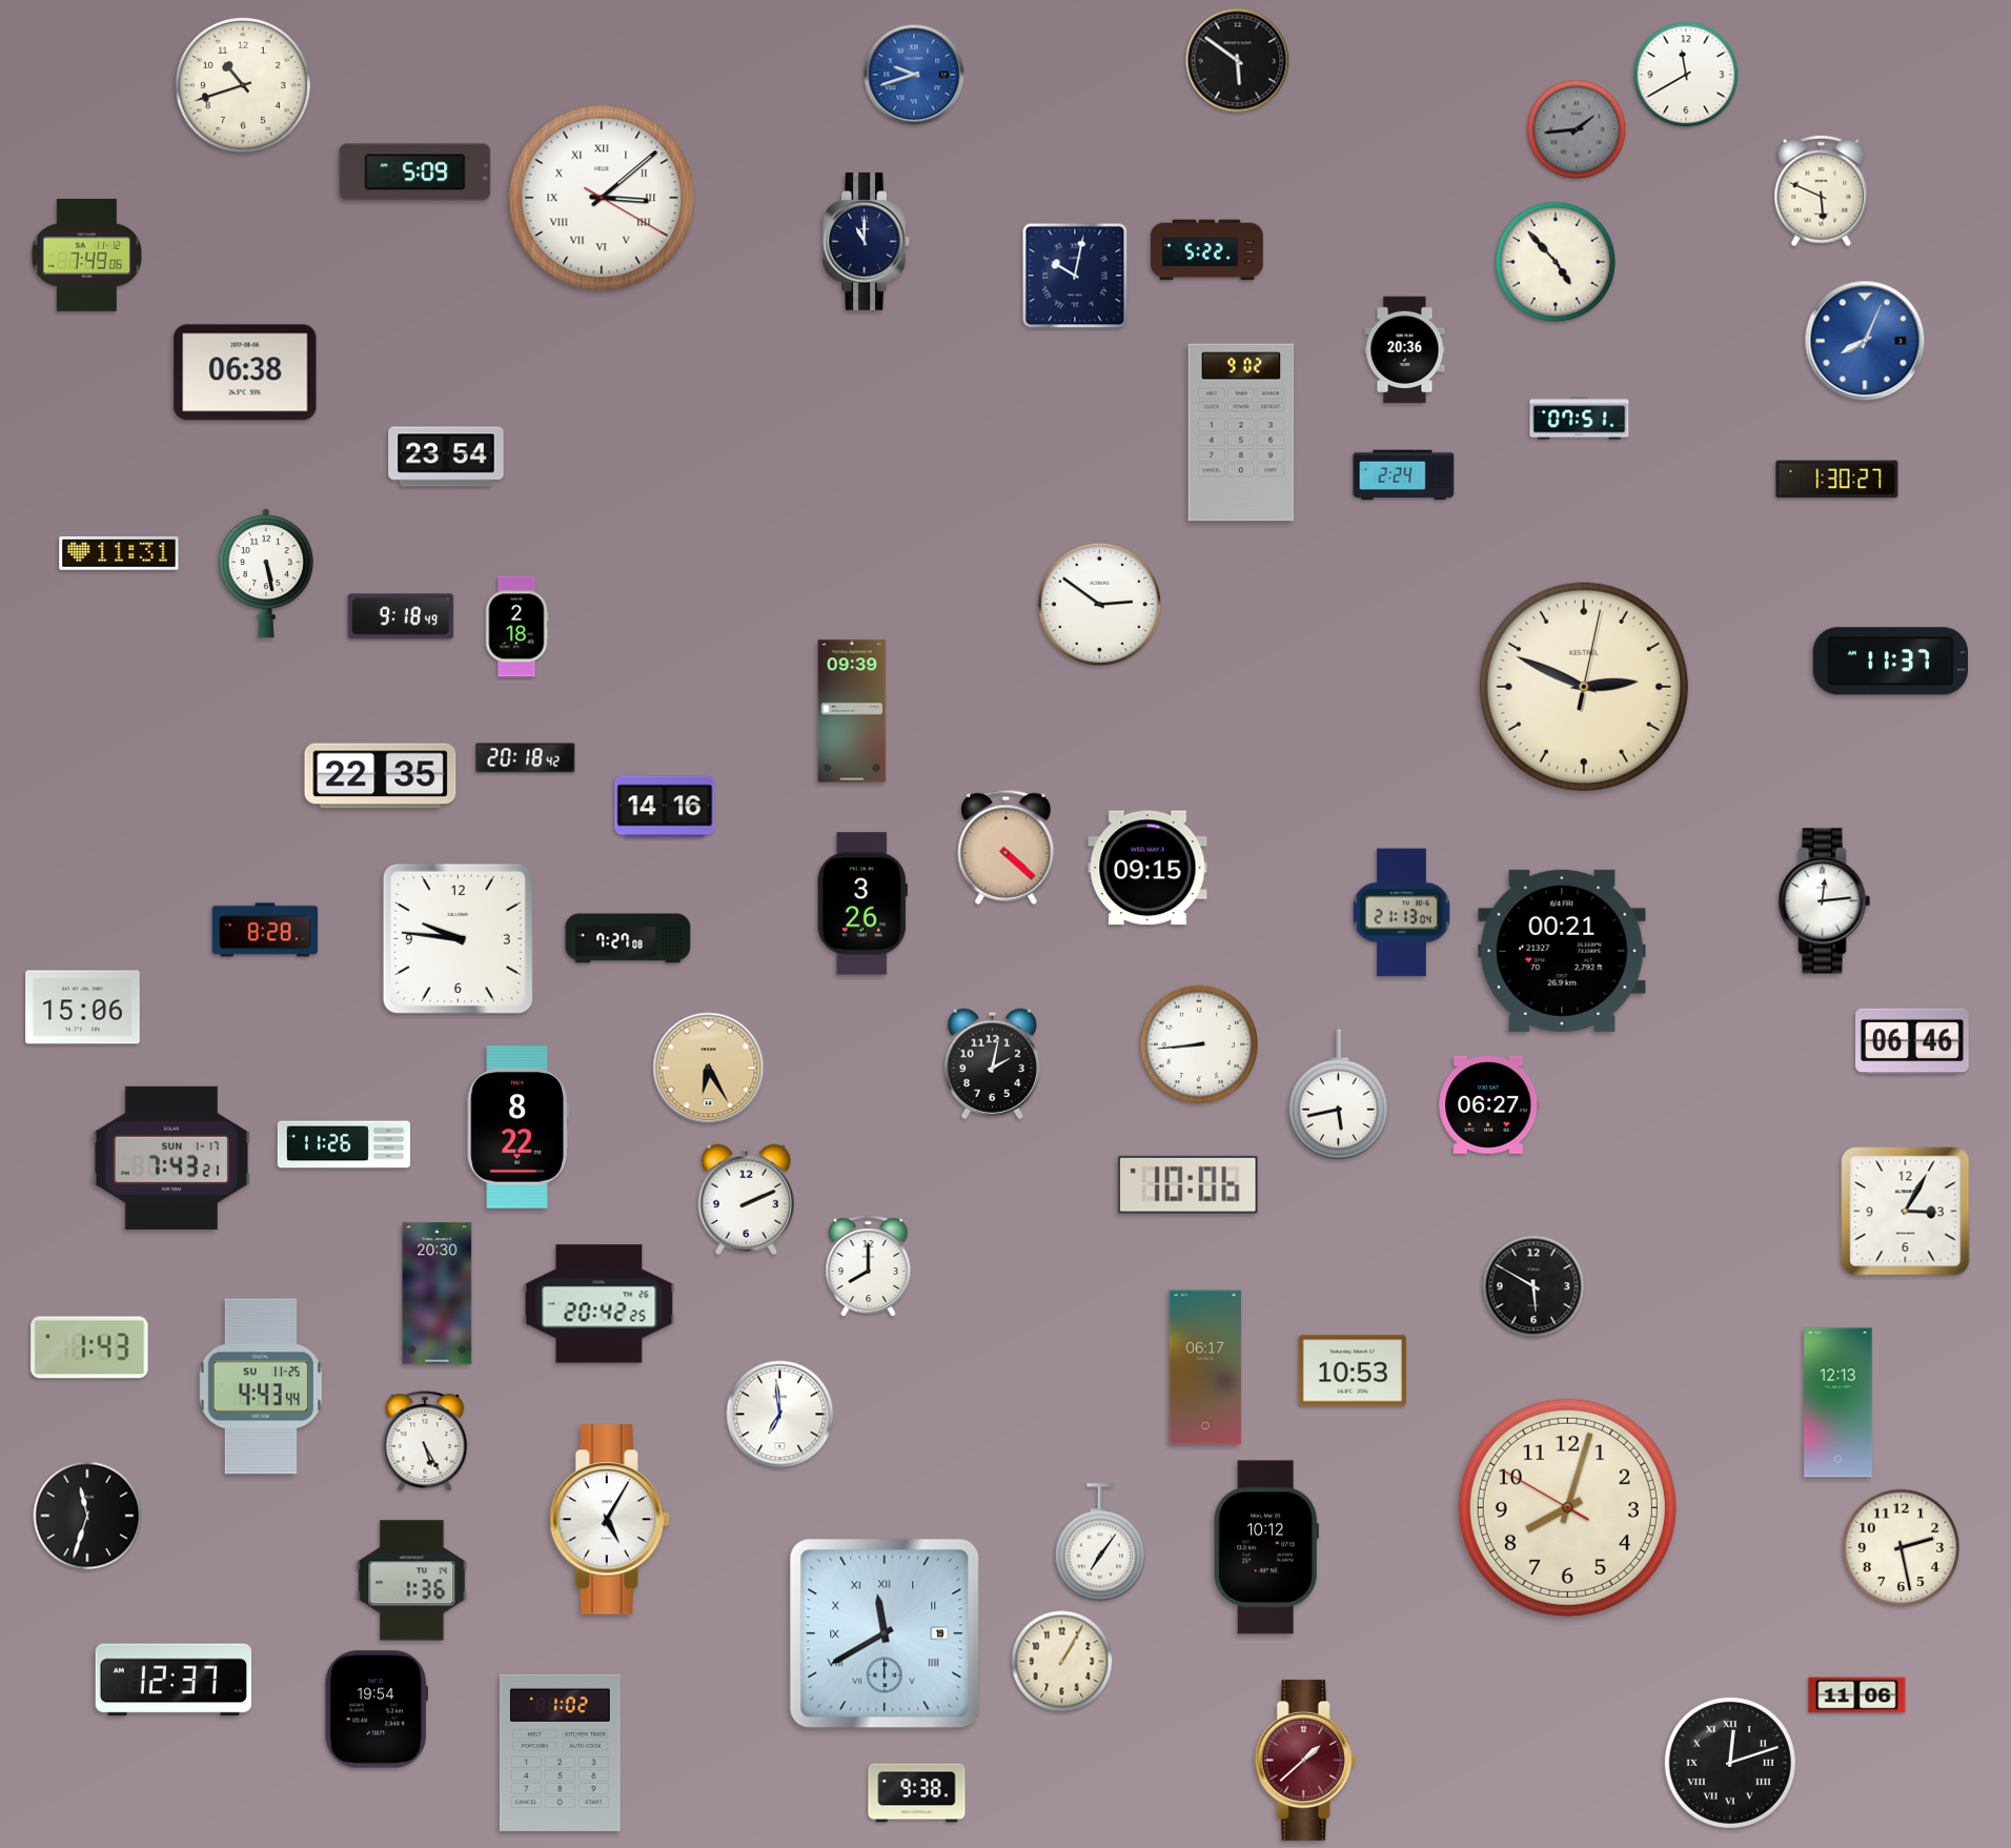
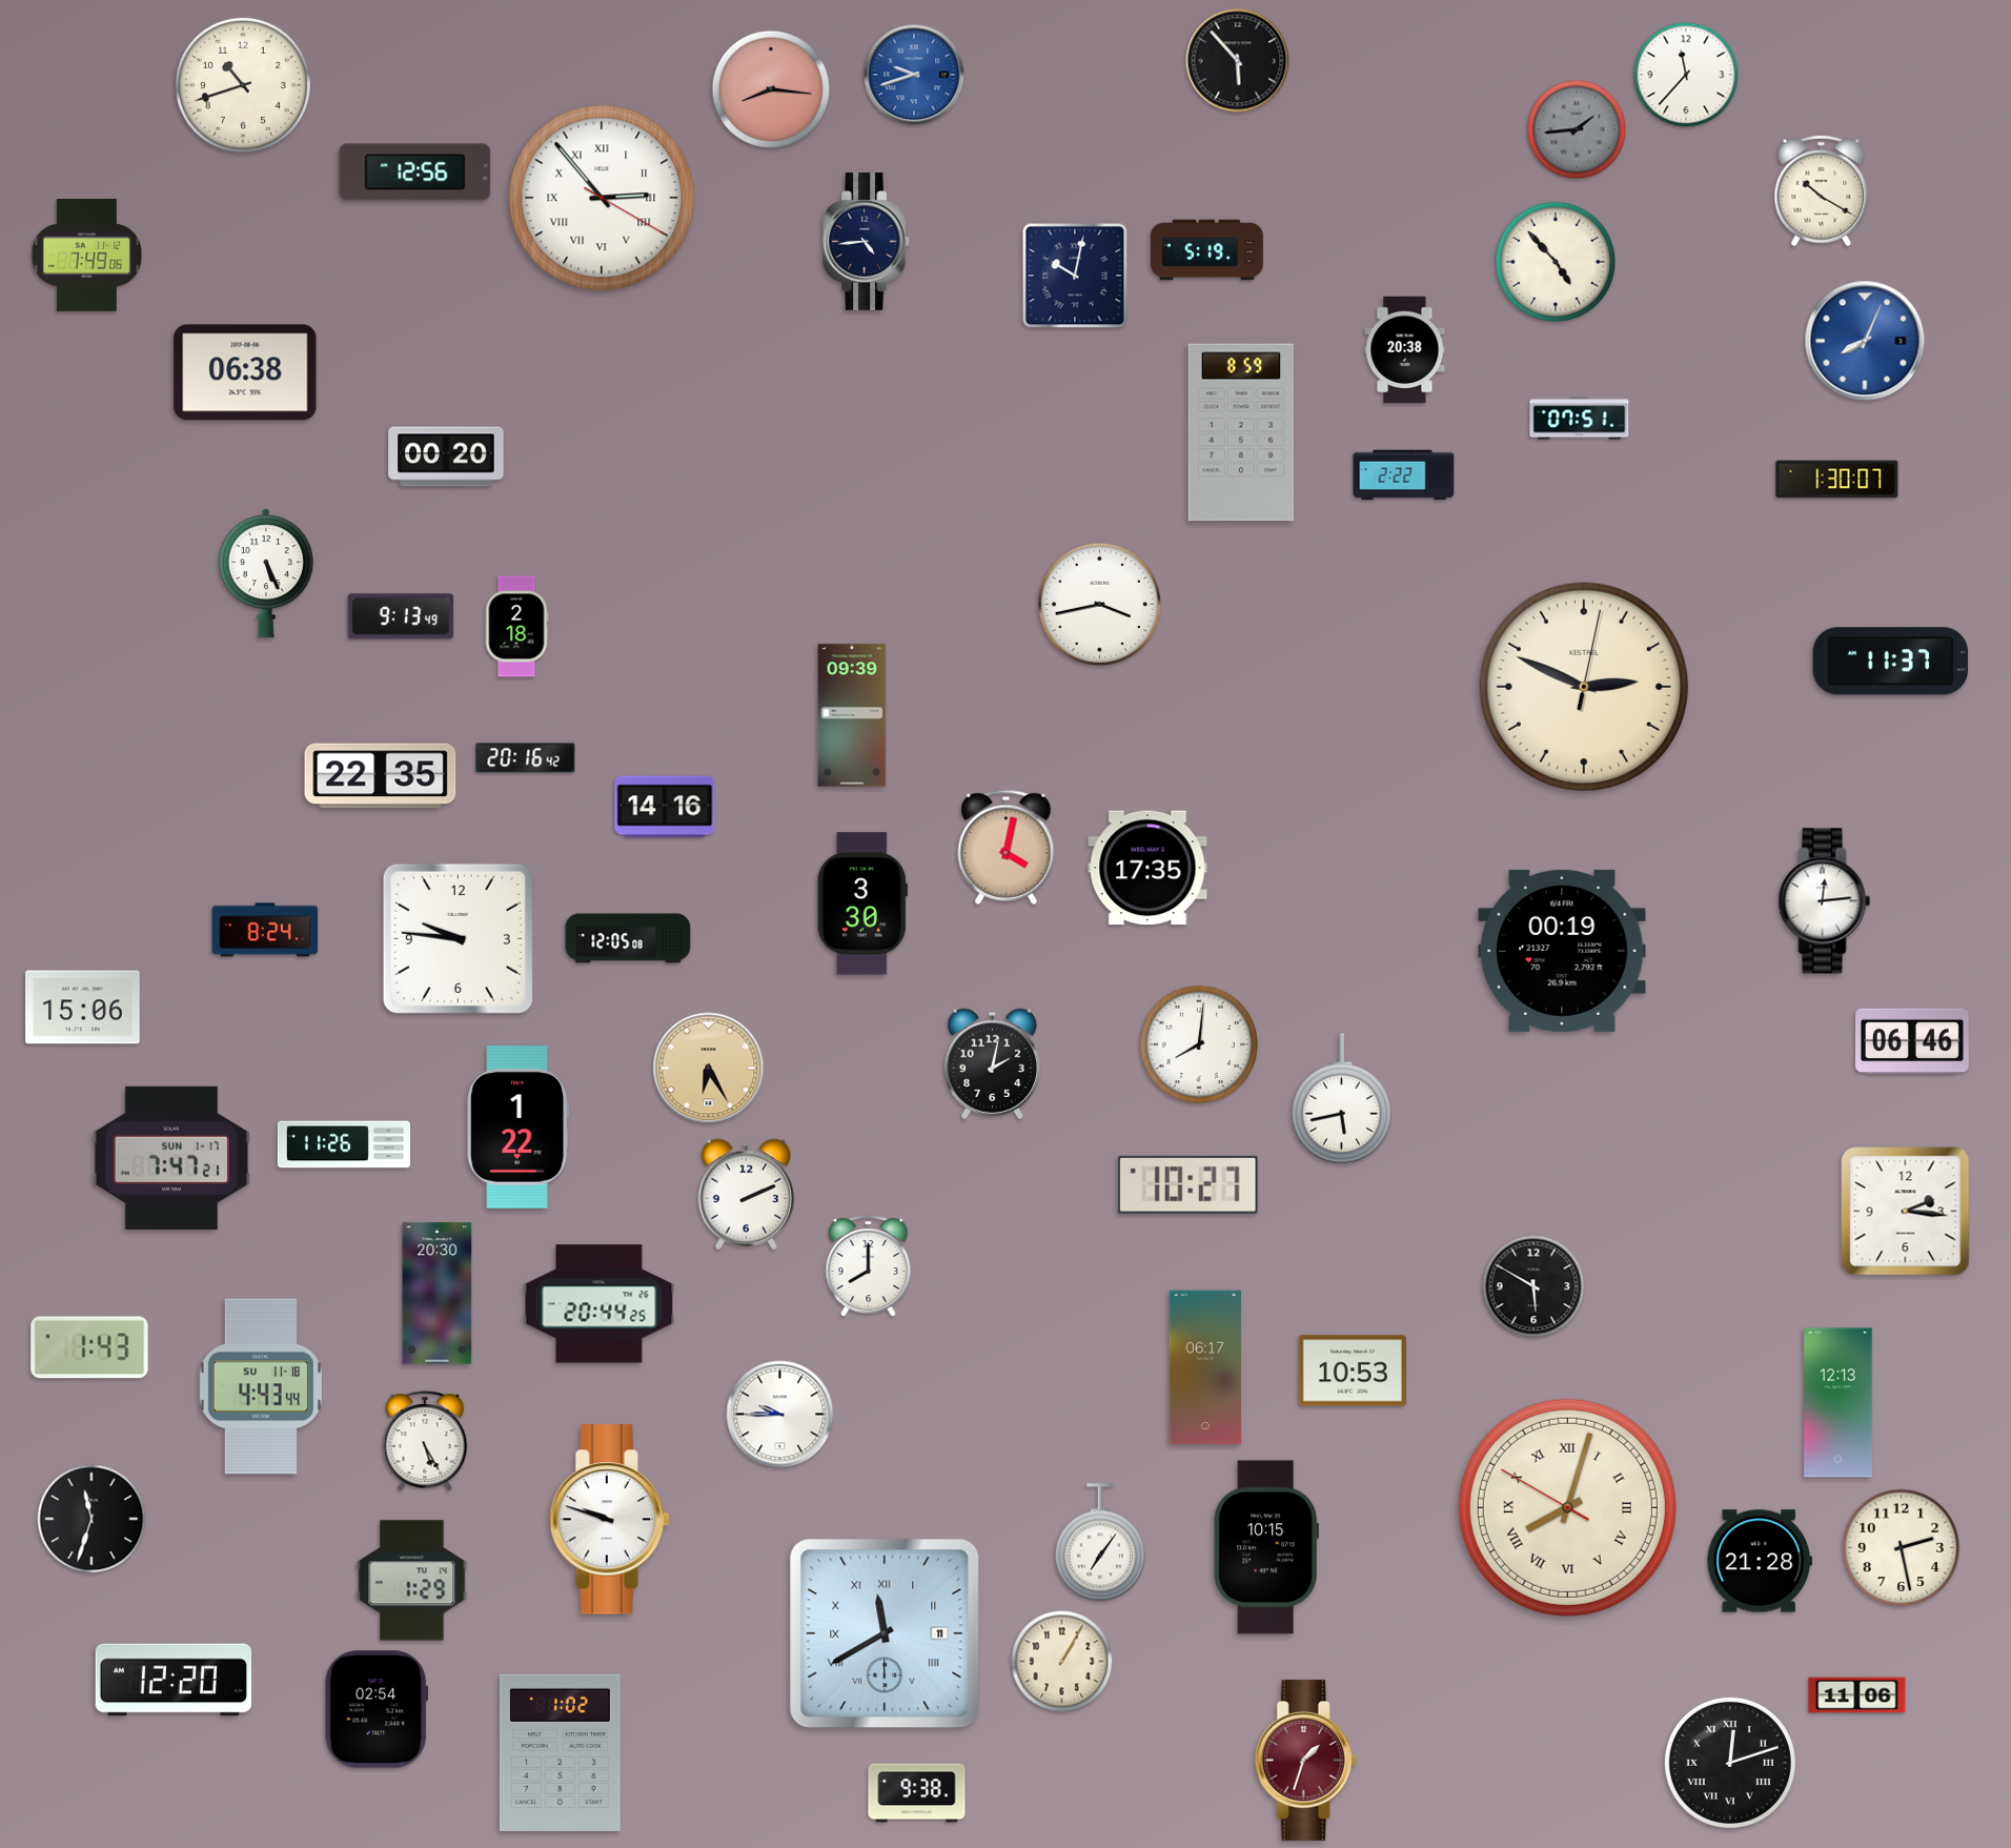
clock at (1238, 61): 5:51 -> 5:53
clock at (1686, 75): 11:40 -> 11:37
clock at (771, 89): none -> 8:16
clock at (415, 172): 5:09 -> 12:56
clock at (1822, 191): 5:49 -> 10:20
clock at (602, 198): 3:08 -> 2:53
clock at (866, 242): 11:00 -> 4:44
clock at (1207, 250): 5:22 -> 5:19
clock at (1405, 350): 20:36 -> 20:38
clock at (1241, 432): 9:02 -> 8:59
clock at (446, 456): 23:54 -> 00:20
clock at (1404, 475): 2:24 -> 2:22
clock at (1837, 480): 1:30:27 -> 1:30:07
clock at (119, 553): 11:31 -> none
clock at (266, 573): 5:28 -> 5:26
clock at (1099, 604): 2:51 -> 3:43
clock at (401, 616): 9:18 -> 9:13
clock at (852, 711) position: (852, 711) -> (852, 715)
clock at (526, 758): 20:18 -> 20:16
clock at (1007, 847): 4:22 -> 4:02
clock at (1147, 868): 09:15 -> 17:35
clock at (862, 903): 3:26 -> 3:30
clock at (1401, 913): 21:13 -> none
clock at (265, 930): 8:28 -> 8:24
clock at (628, 938): 7:27 -> 12:05
clock at (1562, 951): 00:21 -> 00:19
clock at (1199, 1044): 8:44 -> 8:01
clock at (1338, 1095) position: (1338, 1095) -> (1341, 1099)
clock at (1489, 1104): 06:27 -> none
clock at (517, 1128): 8:22 -> 1:22
clock at (171, 1158): 7:43 -> 7:47
clock at (1187, 1184): 10:06 -> 10:27
clock at (747, 1199) position: (747, 1199) -> (747, 1194)
clock at (1906, 1212): 3:05 -> 2:16
clock at (600, 1304): 20:42 -> 20:44
clock at (261, 1386) date: SU 11-25 -> SU 11-18
clock at (780, 1415): 6:59 -> 9:45
clock at (1567, 1507) numerals: Arabic -> Roman
clock at (87, 1516) position: (87, 1516) -> (92, 1519)
clock at (610, 1520): 5:05 -> 9:48
clock at (1265, 1547): 10:12 -> 10:15
clock at (1760, 1561): none -> 21:28
clock at (412, 1581): 1:36 -> 1:29
clock at (885, 1633) date: 19 -> 11
clock at (172, 1680): 12:37 -> 12:20
clock at (375, 1709): 19:54 -> 02:54
clock at (1305, 1760): 1:38 -> 1:33
